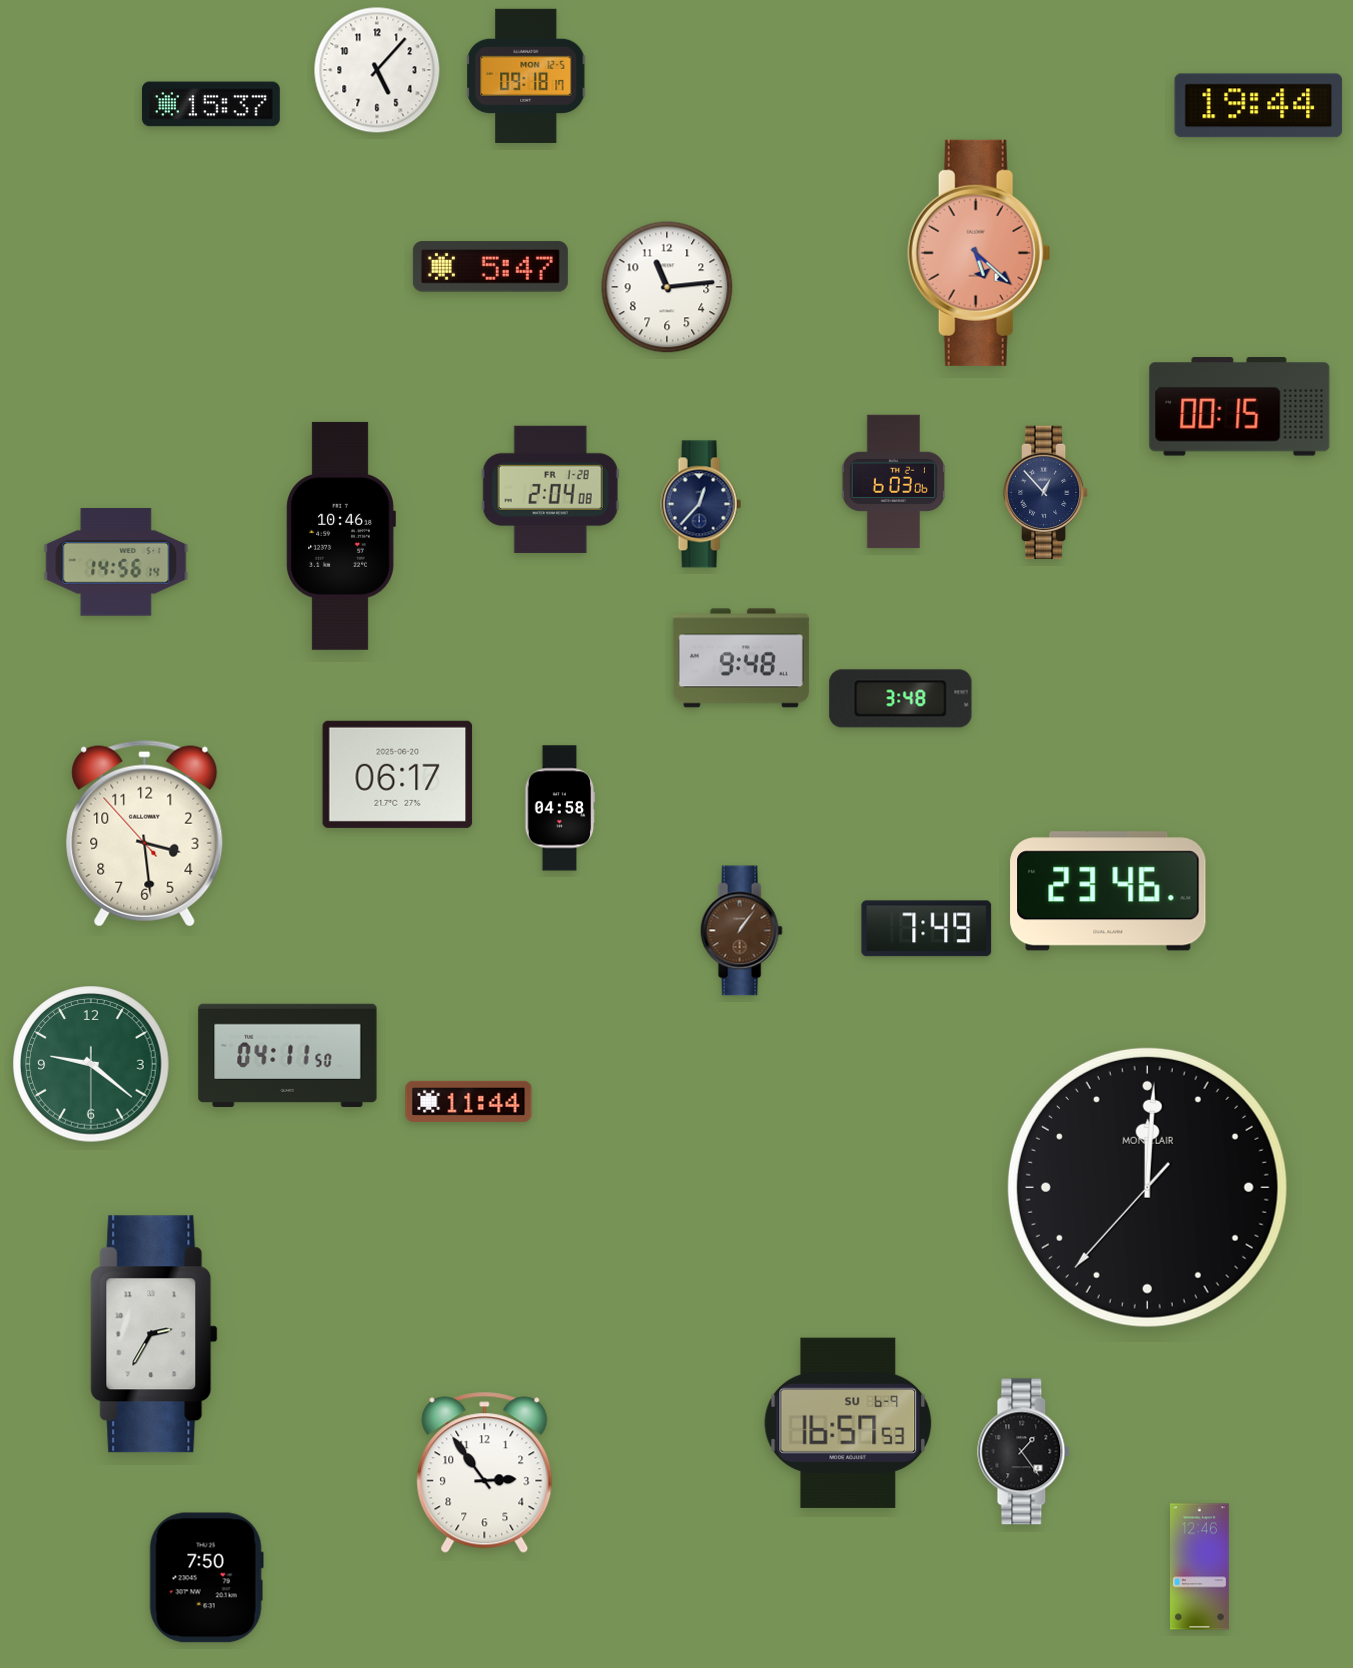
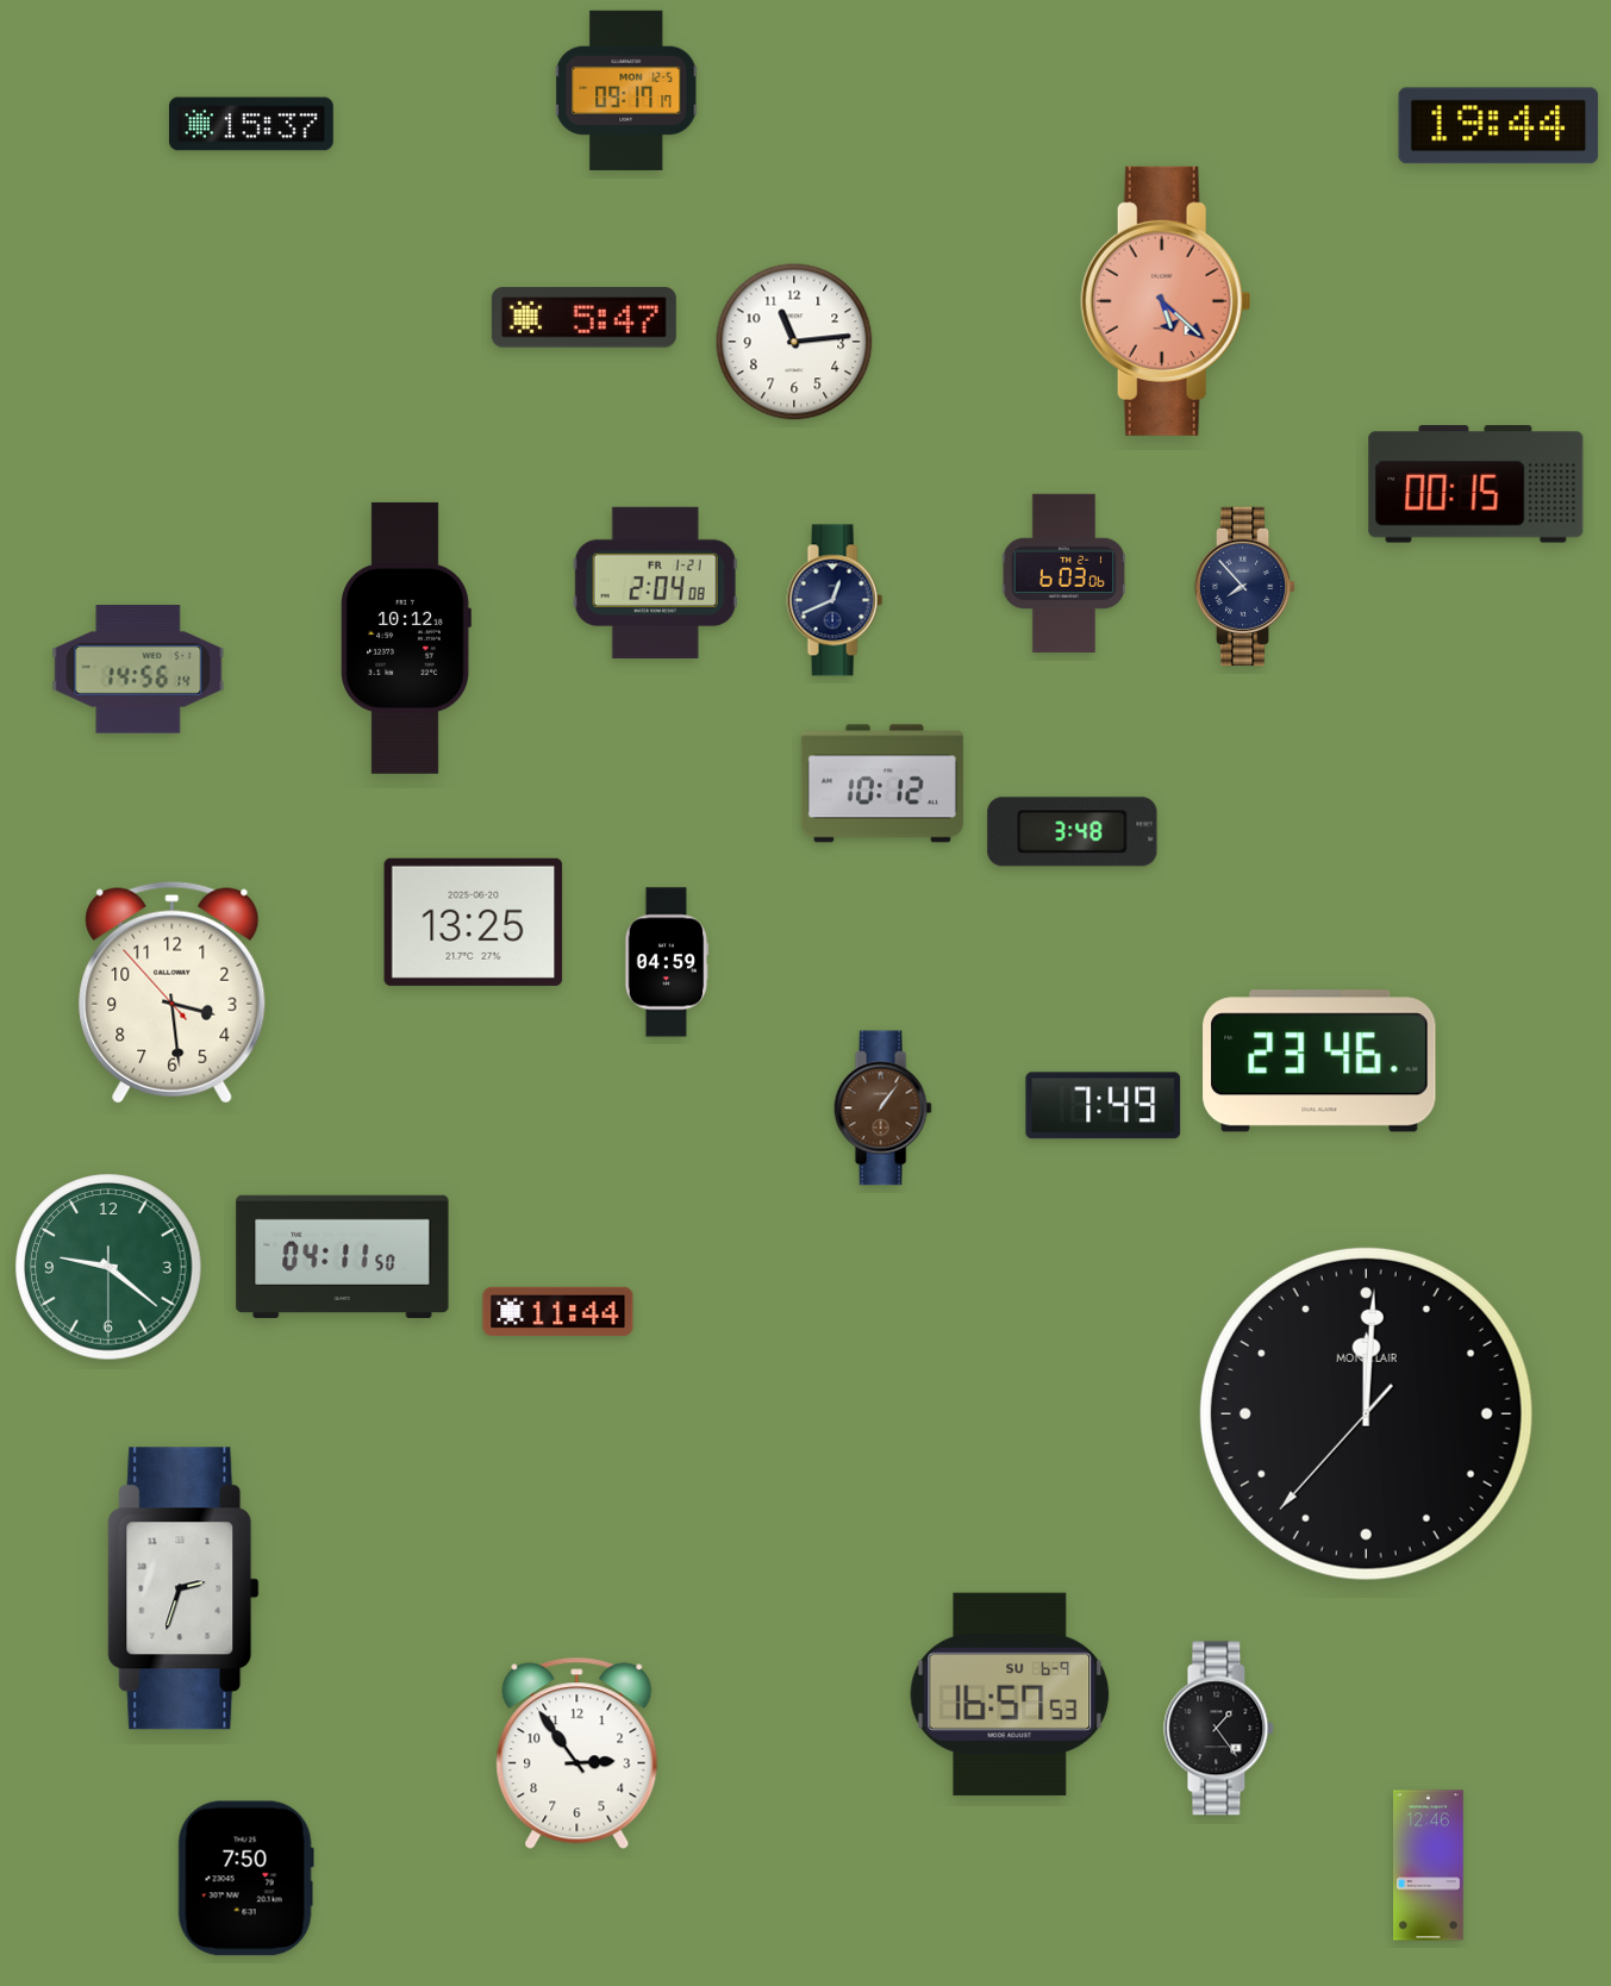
clock at (377, 70): 5:07 -> none
clock at (527, 76): 09:18 -> 09:17
clock at (550, 489) date: FR 1-28 -> FR 1-21
clock at (1046, 493): 12:53 -> 7:53
clock at (701, 504): 12:37 -> 12:41
clock at (341, 536): 10:46 -> 10:12
clock at (741, 658): 9:48 -> 10:12
clock at (398, 774): 06:17 -> 13:25
clock at (560, 808): 04:58 -> 04:59
clock at (154, 1334): 2:35 -> 2:33
